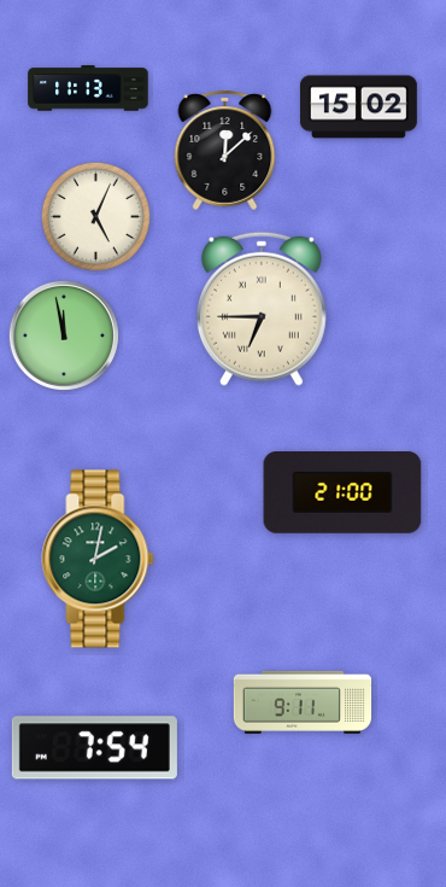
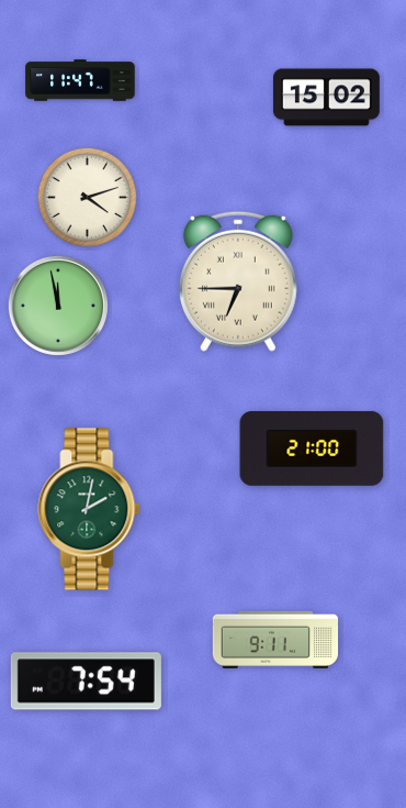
clock at (88, 88): 11:13 -> 11:47
clock at (225, 150): 12:08 -> none
clock at (95, 216): 5:04 -> 4:12
